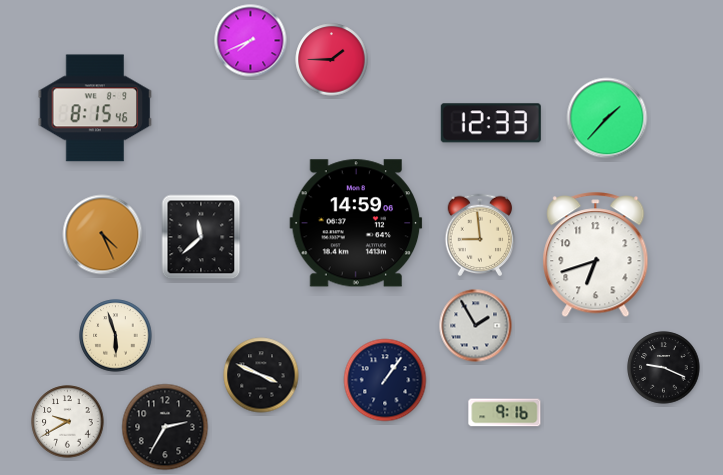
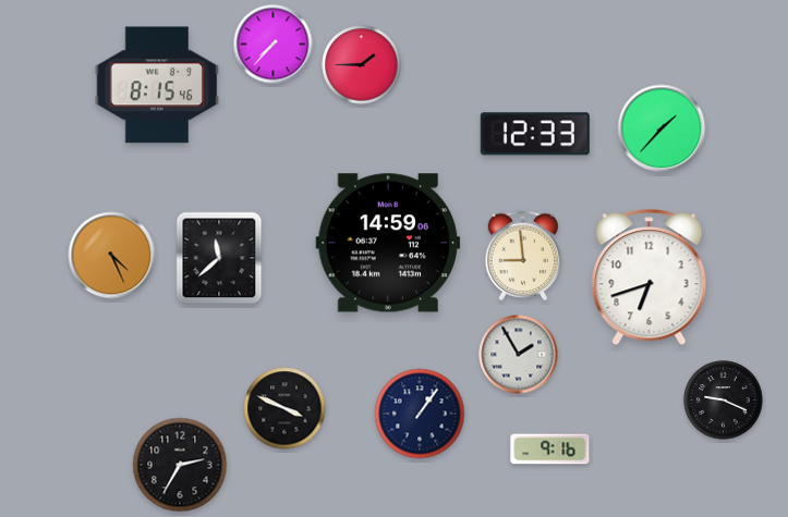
clock at (251, 41): 7:41 -> 7:37
clock at (95, 108) position: (95, 108) -> (157, 85)
clock at (116, 336): 5:57 -> none
clock at (68, 422): 9:40 -> none
